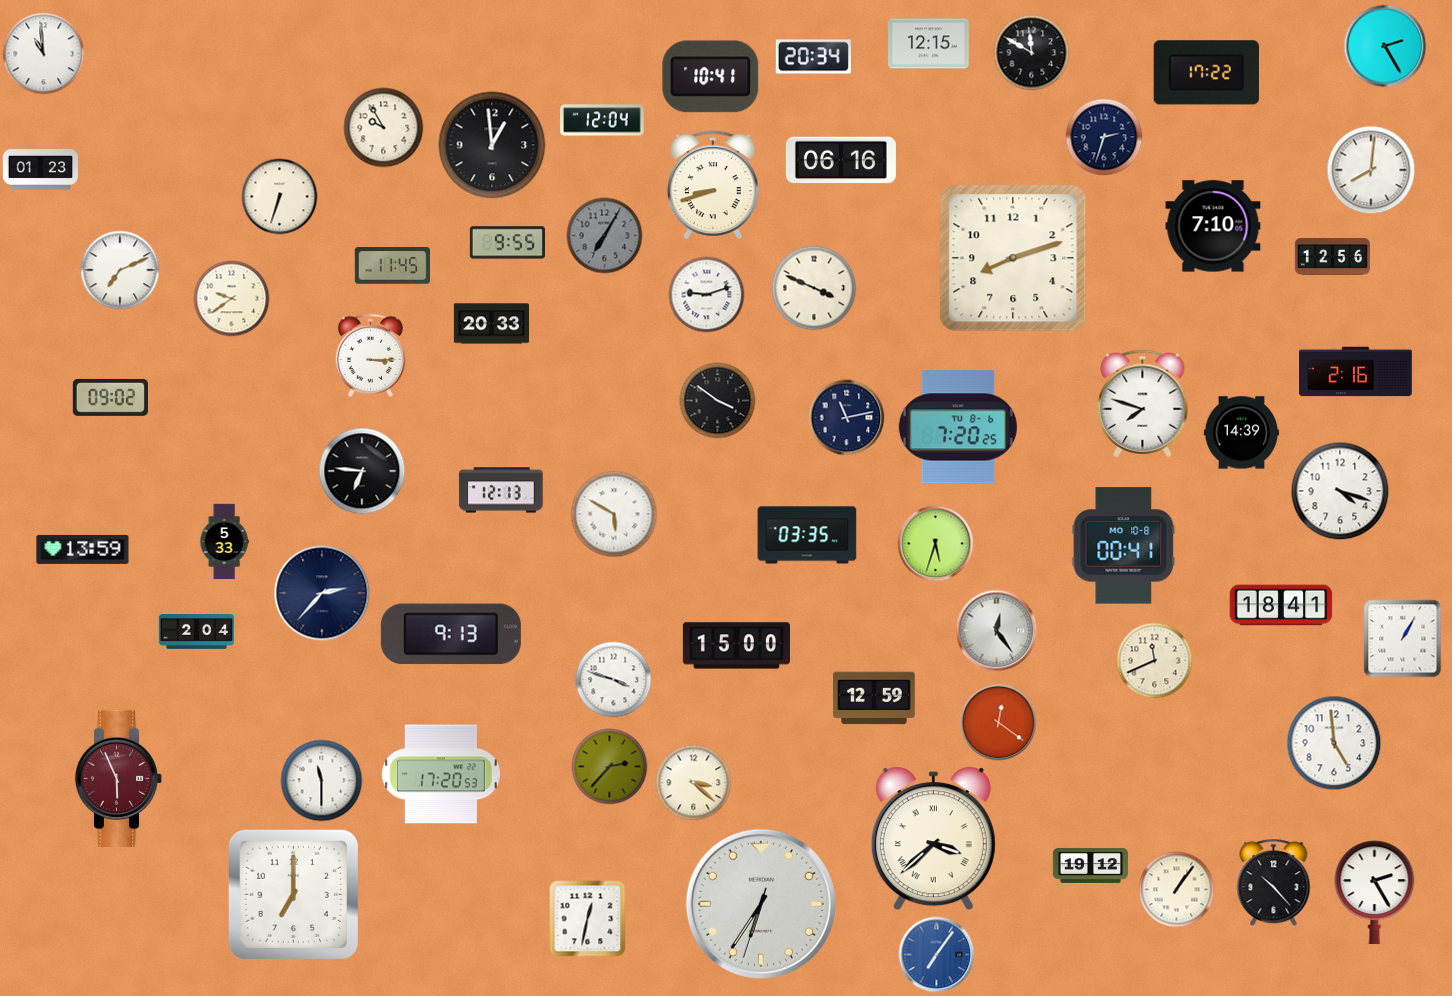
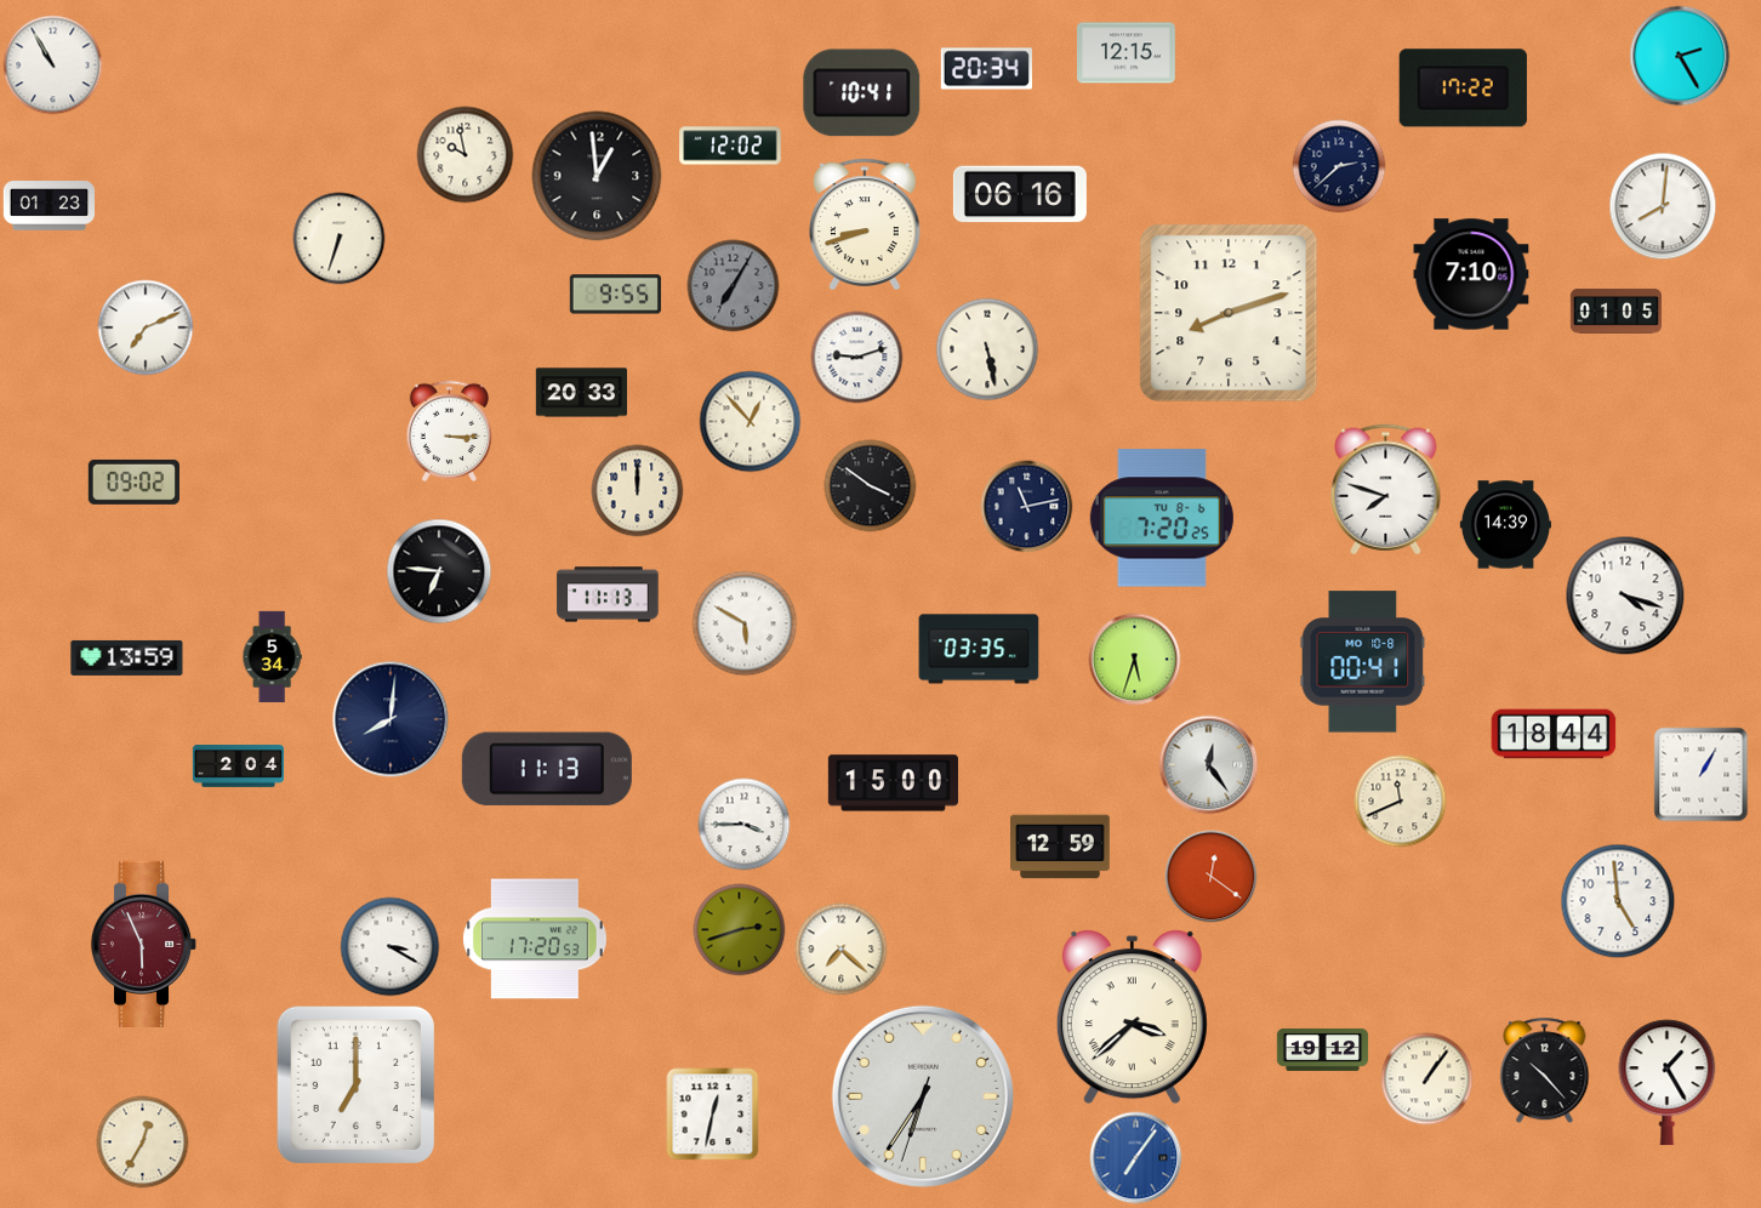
clock at (1032, 53): 11:50 -> none
clock at (44, 54): 10:59 -> 10:55
clock at (602, 120): 12:04 -> 12:02
clock at (384, 128): 9:55 -> 9:58
clock at (1104, 137): 2:33 -> 2:38
clock at (1332, 256): 12:56 -> 01:05
clock at (392, 266): 11:45 -> none
clock at (814, 288): 3:49 -> 5:28
clock at (232, 299): 9:39 -> none
clock at (491, 324) position: (491, 324) -> (581, 393)
clock at (751, 422): none -> 12:53
clock at (1356, 372): 2:16 -> none
clock at (638, 491): none -> 12:00
clock at (501, 490): 12:13 -> 11:13
clock at (224, 542): 5:33 -> 5:34
clock at (83, 549) position: (83, 549) -> (127, 657)
clock at (322, 593): 2:37 -> 8:01
clock at (1281, 605): 18:41 -> 18:44
clock at (451, 634): 9:13 -> 11:13
clock at (614, 680): 3:48 -> 3:45
clock at (610, 767): 2:37 -> 2:42
clock at (322, 781): 11:30 -> 3:20
clock at (694, 783): 3:22 -> 7:22
clock at (1375, 893): 2:25 -> 1:25
clock at (143, 1143): none -> 12:35
